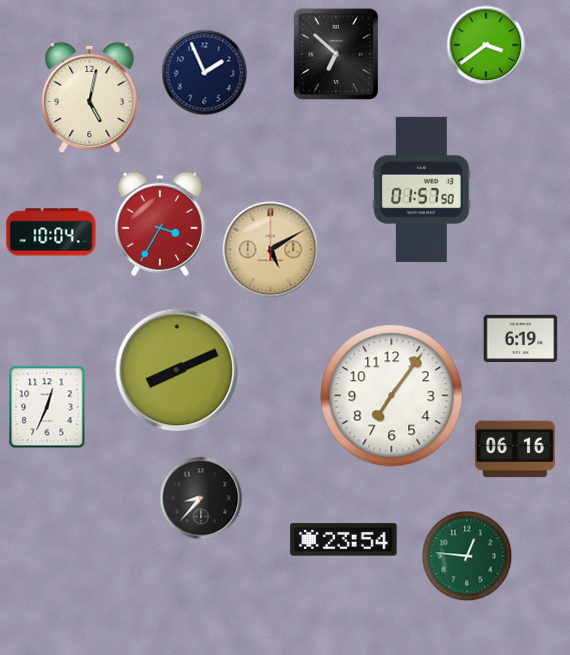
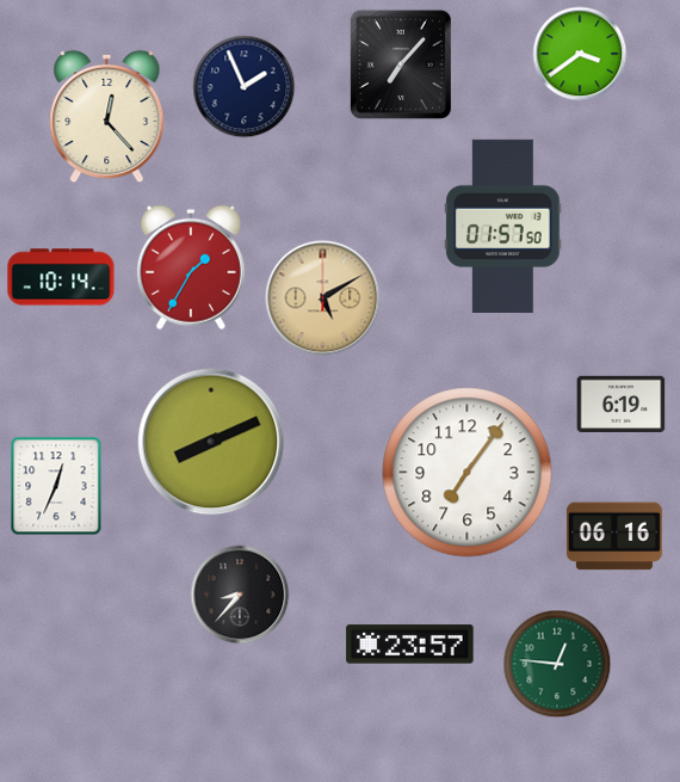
clock at (336, 54): 6:52 -> 7:07
clock at (90, 98): 5:02 -> 12:23
clock at (160, 224): 3:35 -> 1:35
clock at (51, 232): 10:04 -> 10:14
clock at (344, 540): 23:54 -> 23:57
